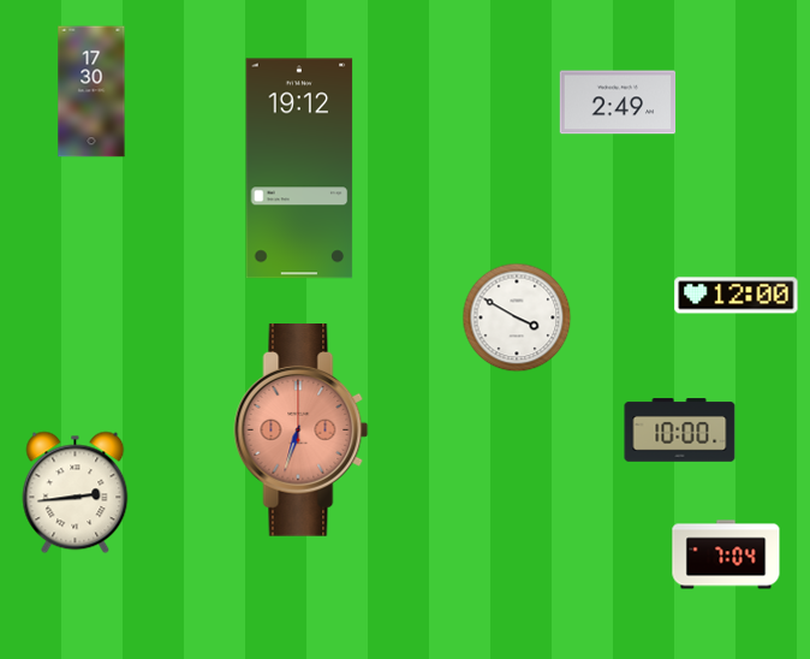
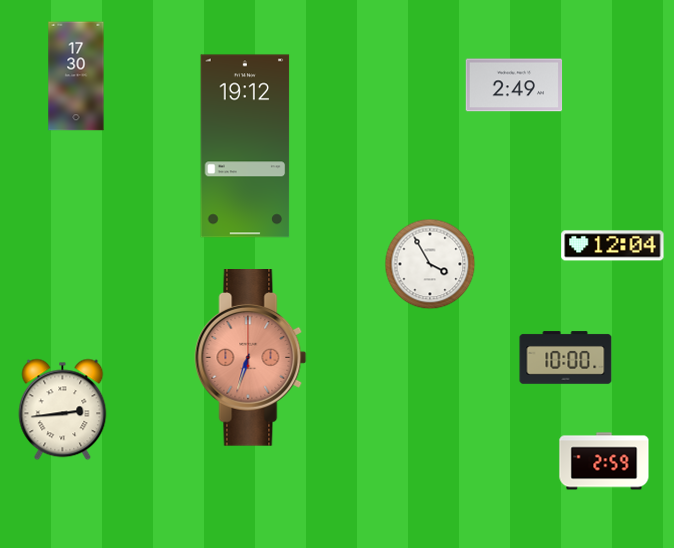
clock at (299, 168) position: (299, 168) -> (245, 146)
clock at (737, 296): 12:00 -> 12:04
clock at (517, 317): 3:50 -> 3:55
clock at (726, 554): 7:04 -> 2:59
